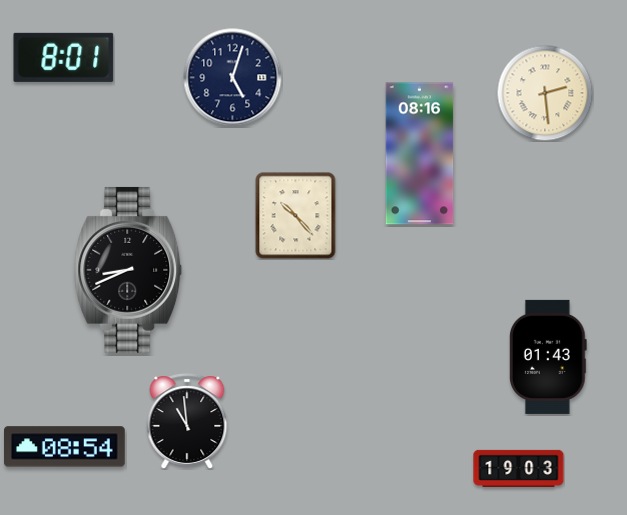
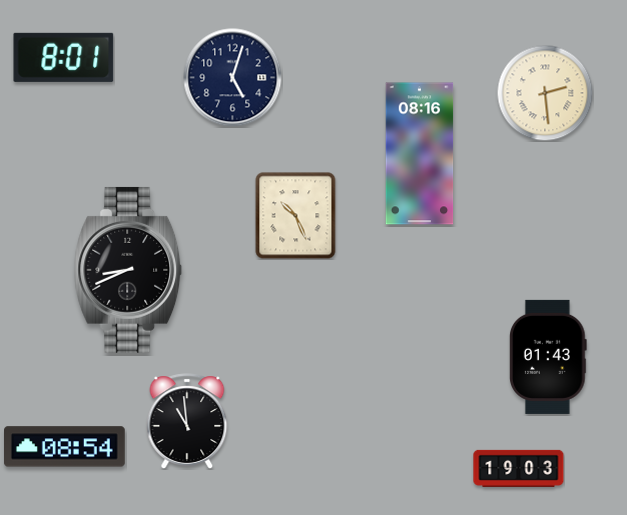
clock at (296, 215): 10:23 -> 10:26
